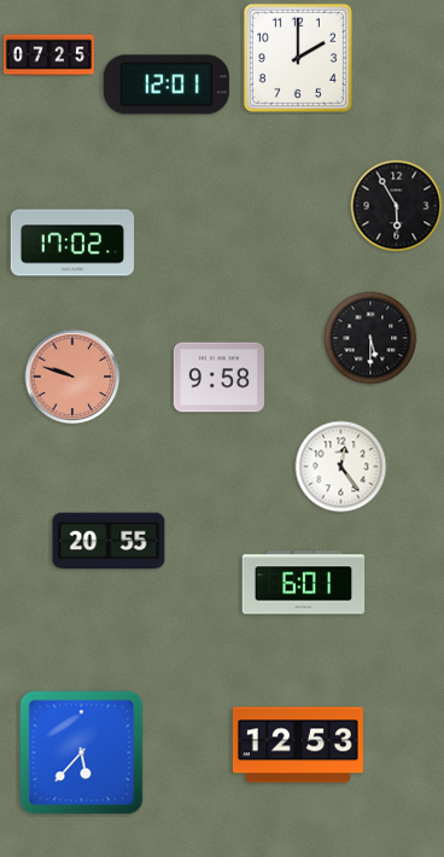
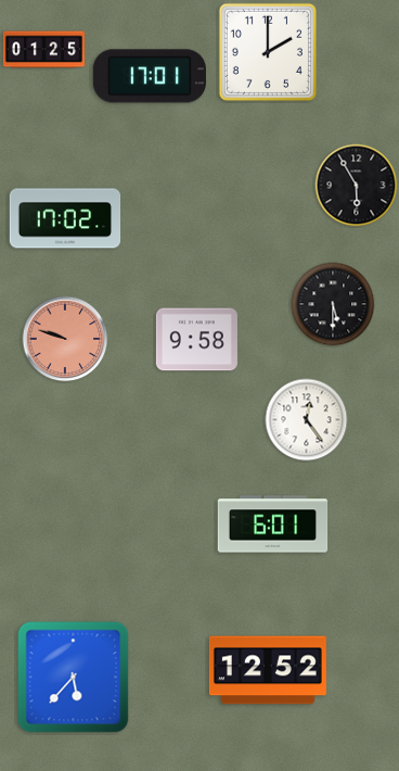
clock at (48, 56): 07:25 -> 01:25
clock at (166, 84): 12:01 -> 17:01
clock at (109, 541): 20:55 -> none
clock at (298, 745): 12:53 -> 12:52
